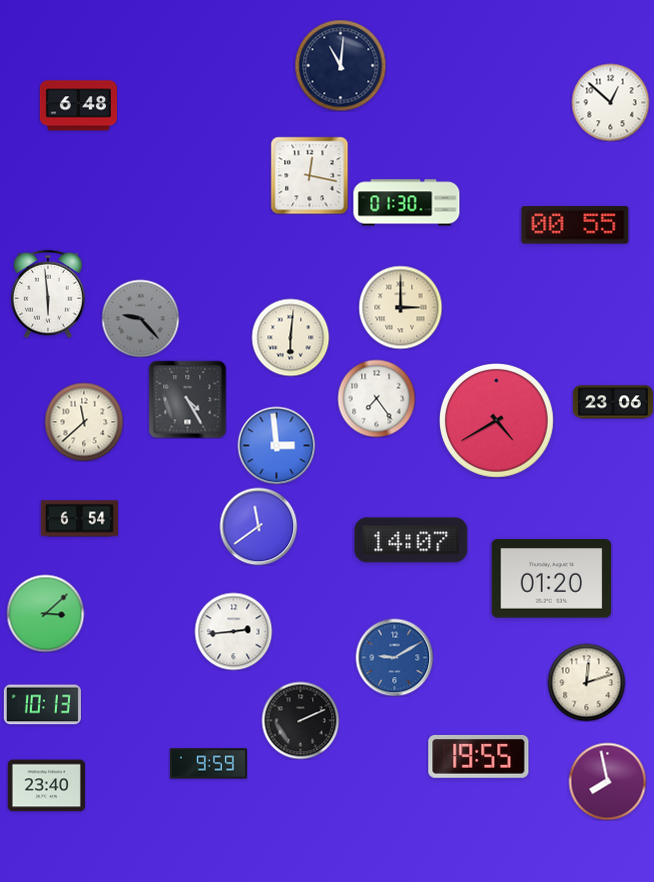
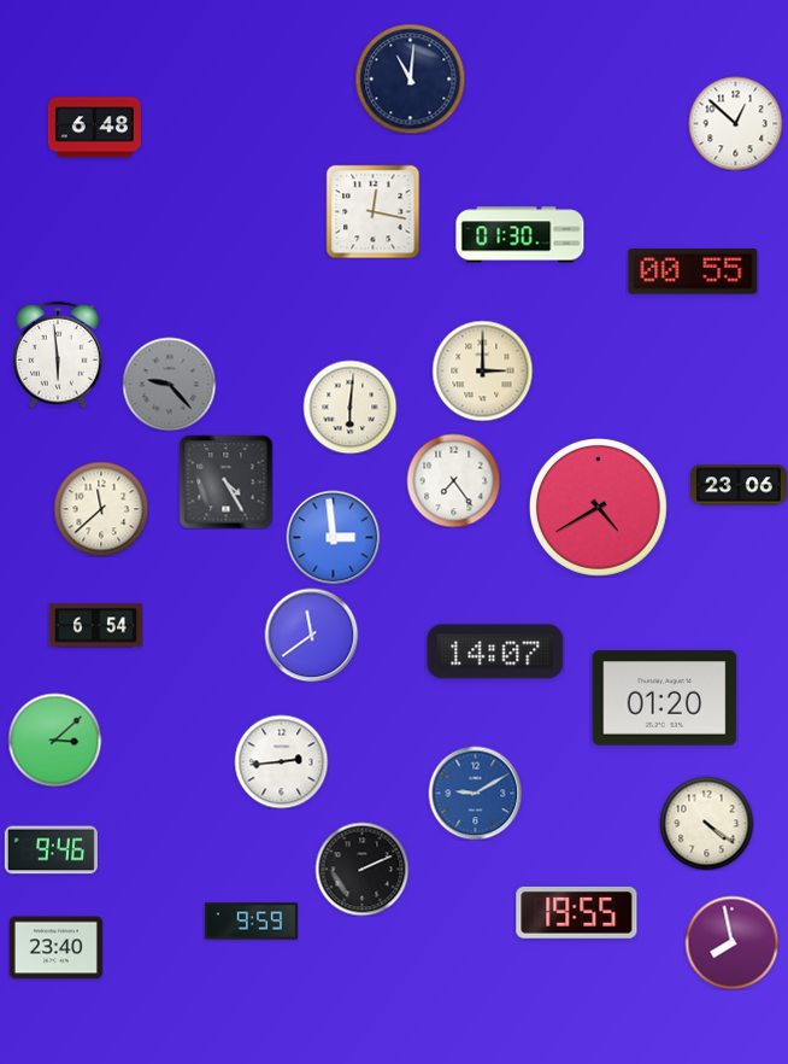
clock at (407, 203) position: (407, 203) -> (521, 235)
clock at (586, 682): 12:12 -> 4:21
clock at (42, 705): 10:13 -> 9:46
